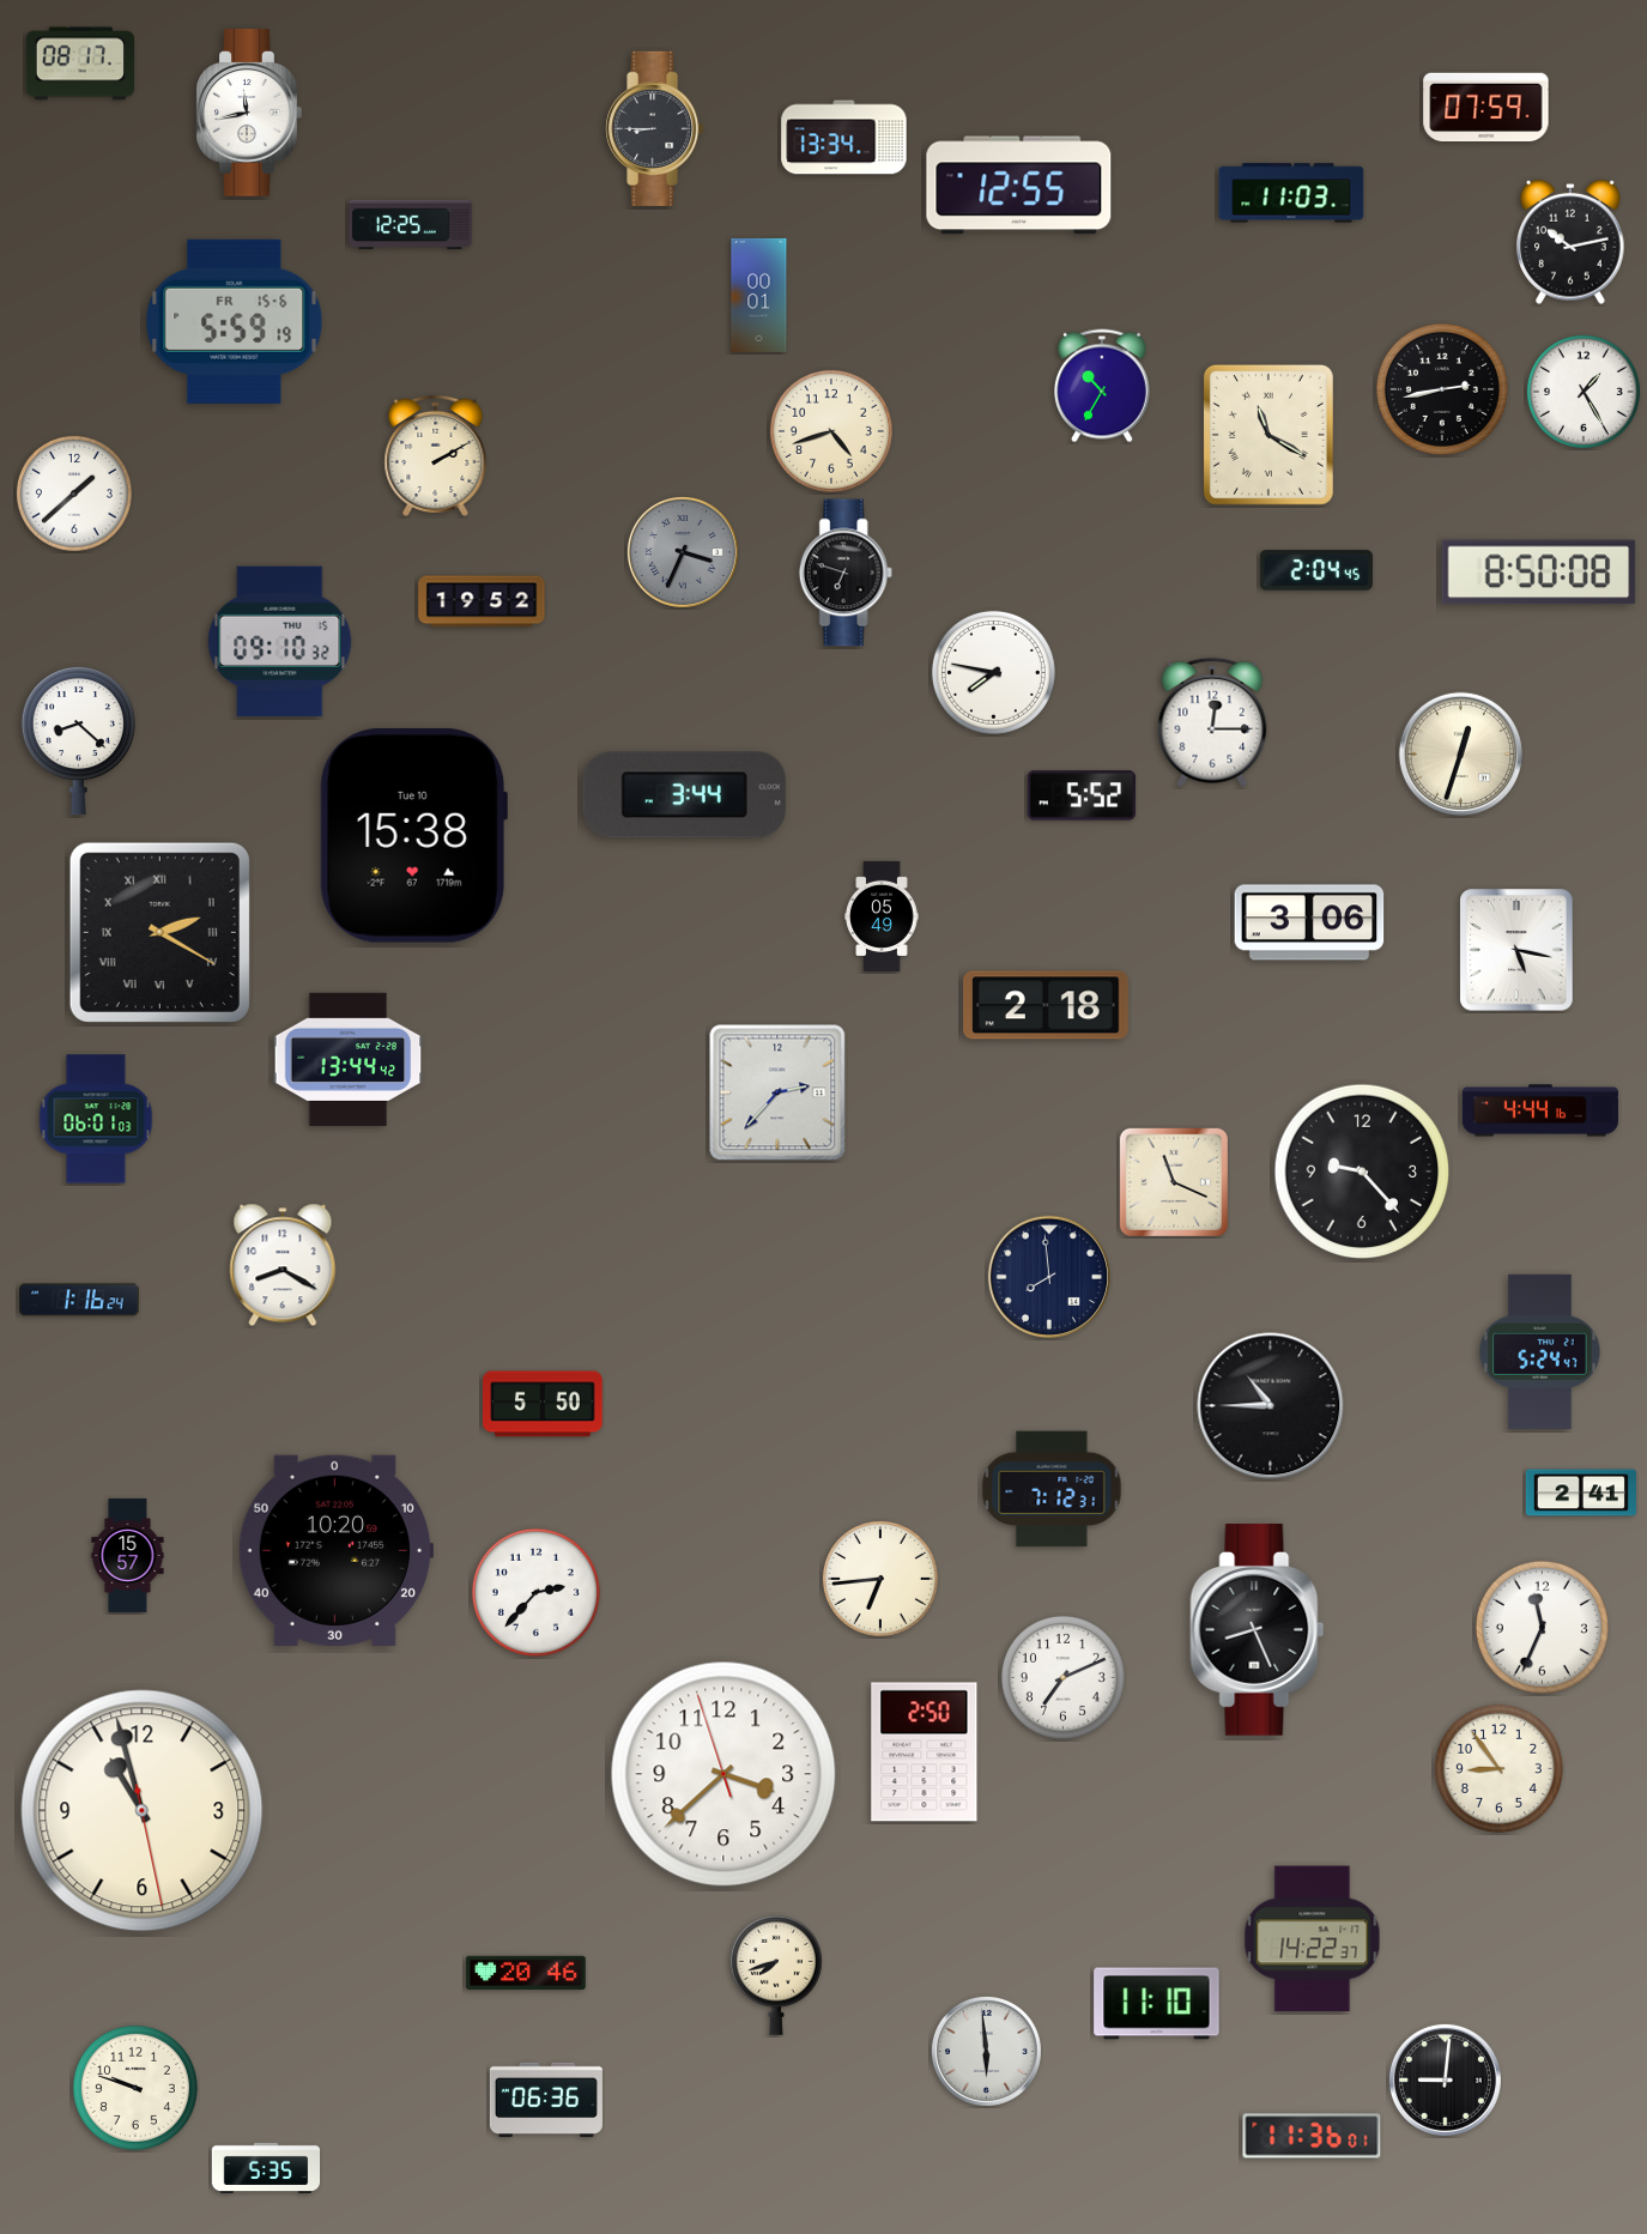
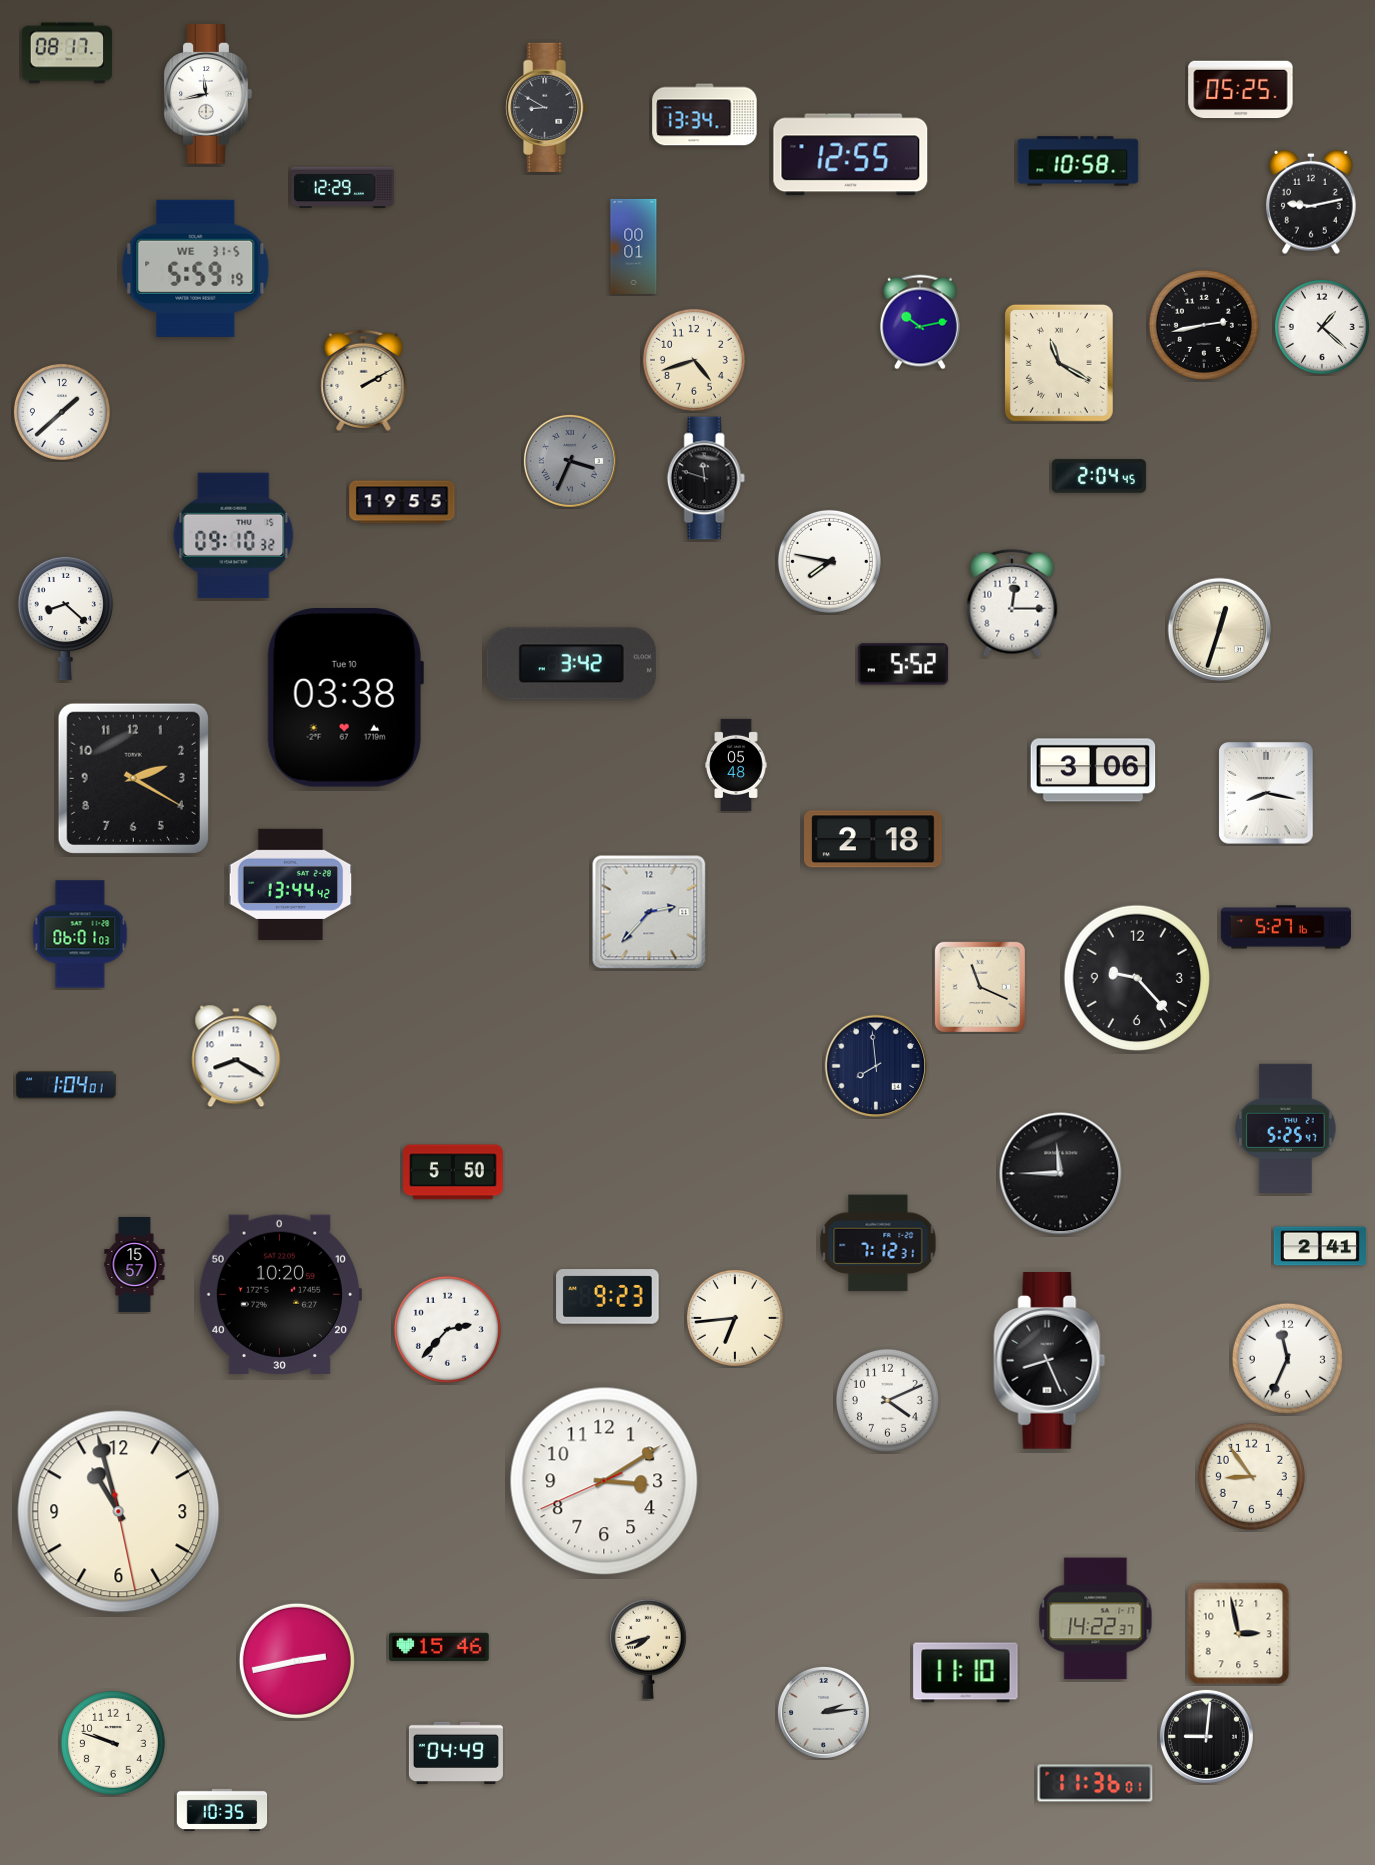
clock at (1486, 108): 07:59 -> 05:25
clock at (655, 128): 8:45 -> 8:50
clock at (1291, 193): 11:03 -> 10:58
clock at (411, 225): 12:25 -> 12:29
clock at (1572, 242): 10:13 -> 9:13
clock at (235, 321) date: FR 15-6 -> WE 31-5
clock at (1102, 386): 10:35 -> 10:13
clock at (1584, 392): 1:25 -> 1:22
clock at (846, 573): 6:48 -> 11:48
clock at (1539, 573): 8:50 -> none
clock at (482, 601): 19:52 -> 19:55
clock at (684, 795): 3:44 -> 3:42
clock at (413, 836): 15:38 -> 03:38
clock at (882, 915): 05:49 -> 05:48
clock at (159, 932) numerals: Roman -> Arabic
clock at (1516, 950): 5:17 -> 8:17
clock at (1540, 1110): 4:44 -> 5:27
clock at (79, 1300): 1:16 -> 1:04
clock at (1540, 1351): 5:24 -> 5:25
clock at (1271, 1406): 10:45 -> 11:45
clock at (608, 1297): none -> 9:23
clock at (128, 1555) position: (128, 1555) -> (135, 1264)
clock at (1062, 1677): 7:11 -> 4:11
clock at (925, 1752): 2:50 -> none
clock at (723, 1774): 3:37 -> 3:09
clock at (1239, 1634): none -> 2:58
clock at (526, 1973): 20:46 -> 15:46
clock at (297, 1661): none -> 2:43
clock at (986, 2051): 5:59 -> 2:14
clock at (546, 2100): 06:36 -> 04:49
clock at (266, 2167): 5:35 -> 10:35
